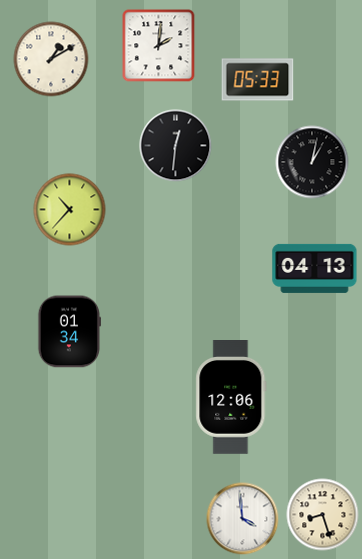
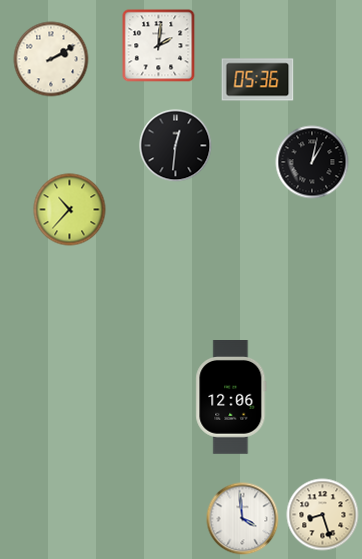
clock at (51, 59): 1:10 -> 2:10
clock at (258, 80): 05:33 -> 05:36
clock at (315, 268): 04:13 -> none
clock at (69, 332): 01:34 -> none
